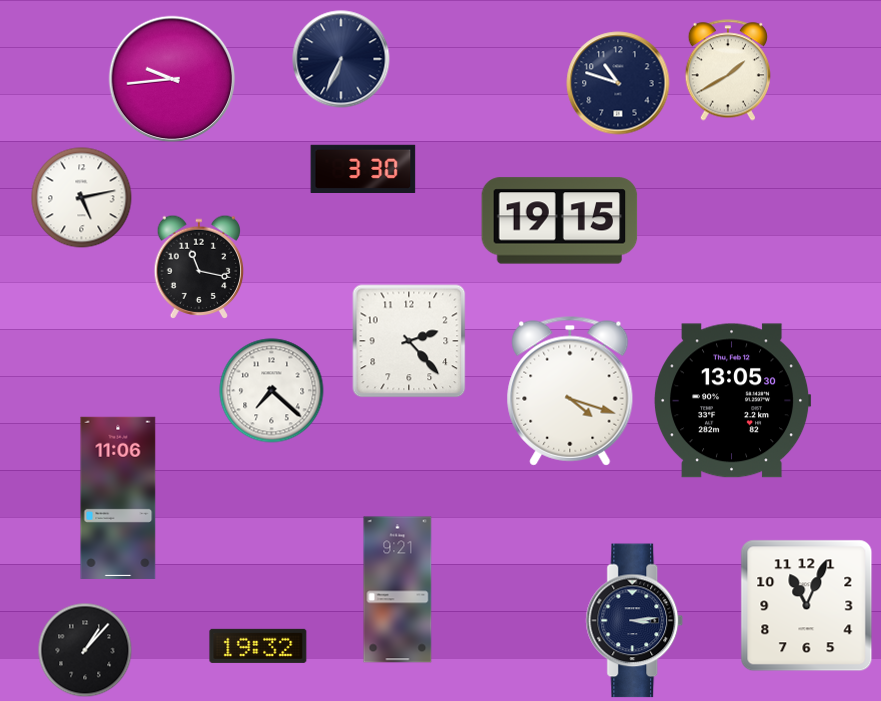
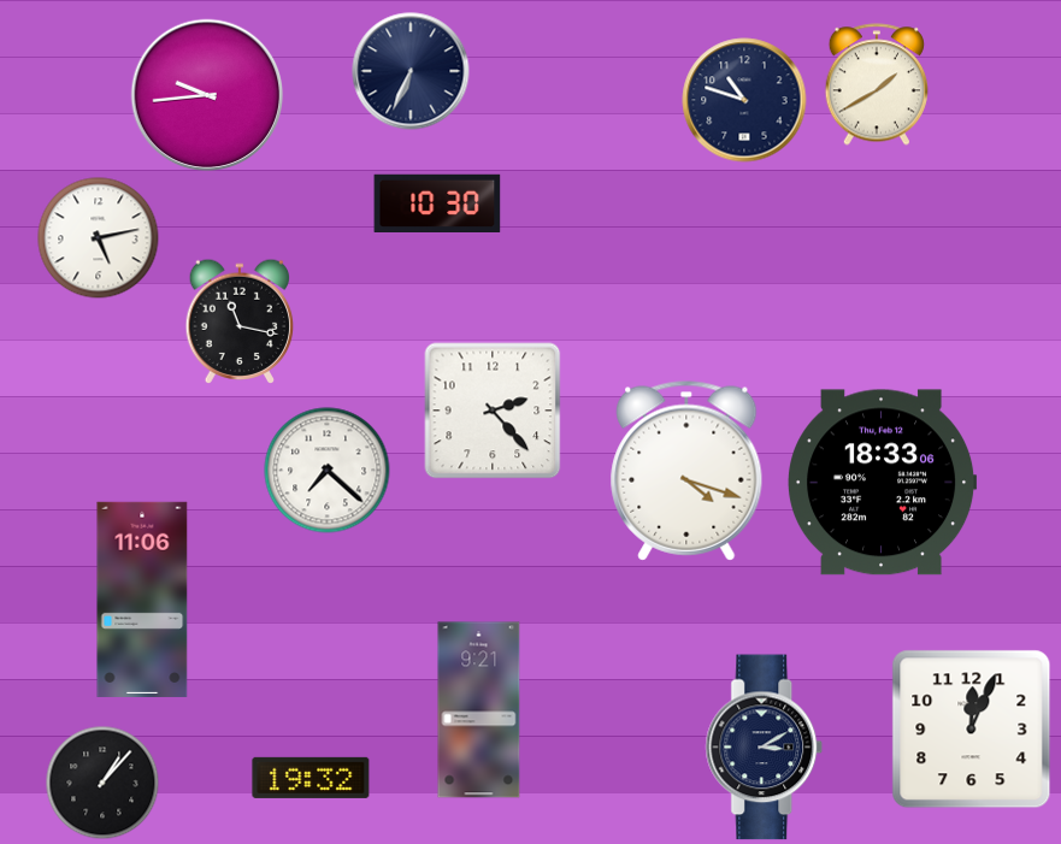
clock at (363, 168): 3:30 -> 10:30
clock at (560, 221): 19:15 -> none
clock at (733, 401): 13:05 -> 18:33
clock at (807, 606): 11:04 -> 12:04
clock at (635, 621): 3:14 -> 3:10
